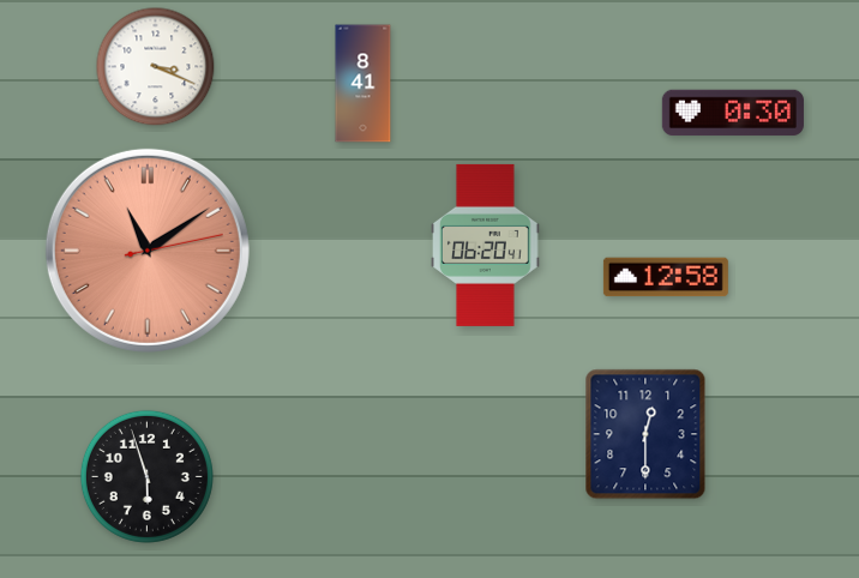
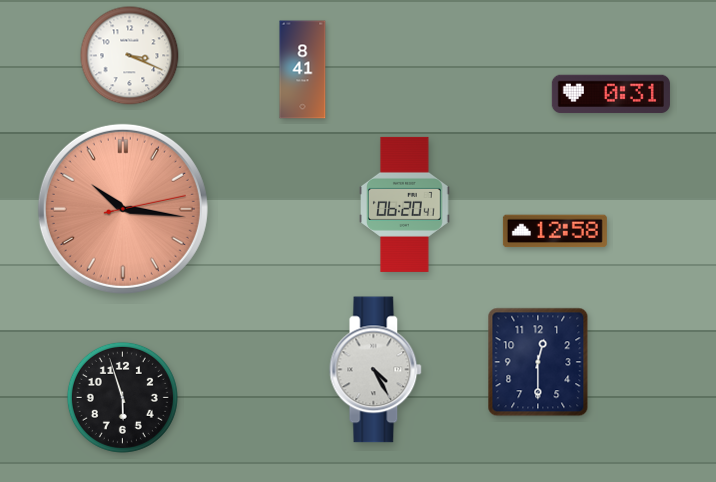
clock at (733, 113): 0:30 -> 0:31
clock at (148, 251): 11:09 -> 10:16
clock at (376, 370): none -> 4:25
